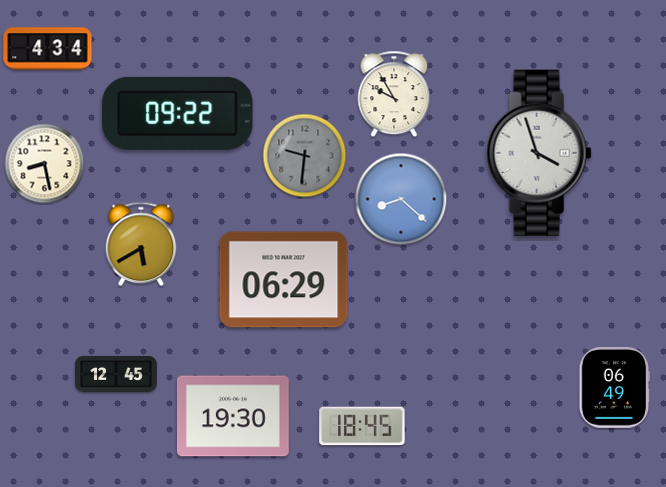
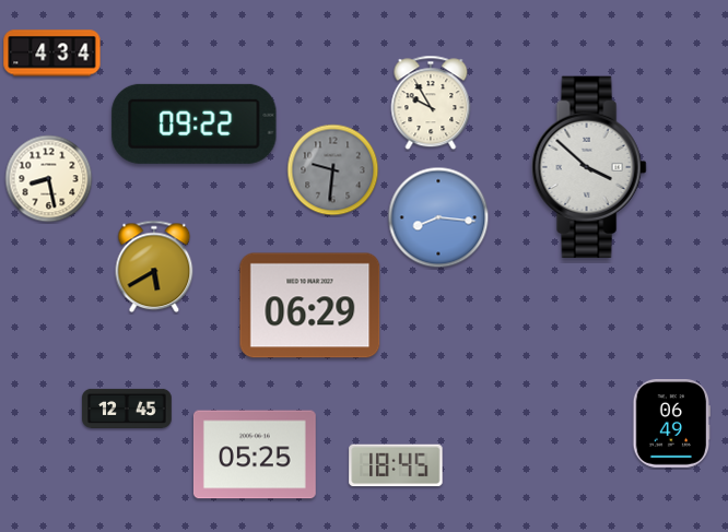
clock at (539, 152): 3:57 -> 3:52
clock at (401, 199): 8:22 -> 8:16
clock at (233, 416): 19:30 -> 05:25
